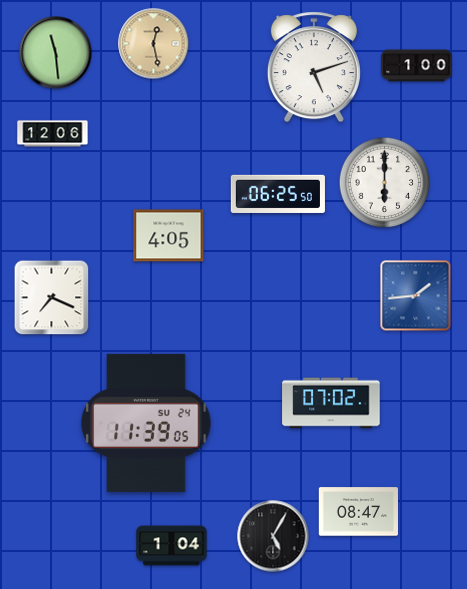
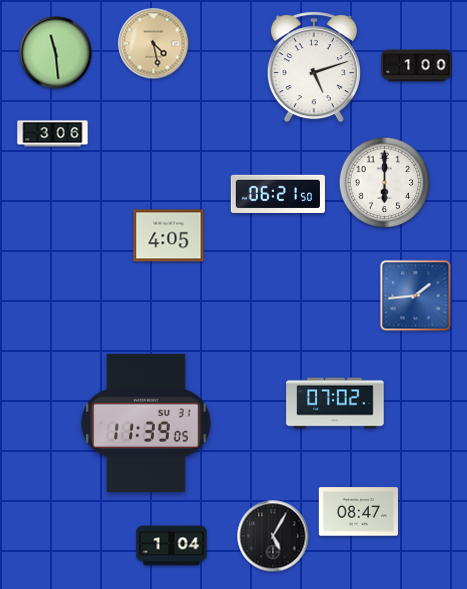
clock at (154, 44): 12:28 -> 4:28
clock at (53, 134): 12:06 -> 3:06
clock at (278, 194): 06:25 -> 06:21
clock at (52, 298): 7:19 -> none
clock at (331, 403) position: (331, 403) -> (335, 403)
clock at (146, 423) date: SU 24 -> SU 31
